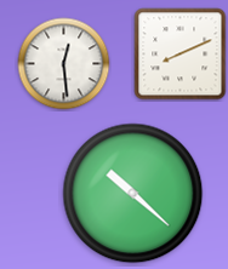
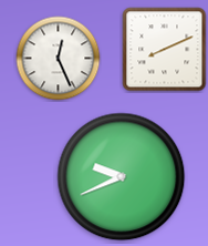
clock at (64, 64): 12:29 -> 12:26
clock at (133, 194): 10:22 -> 9:41
